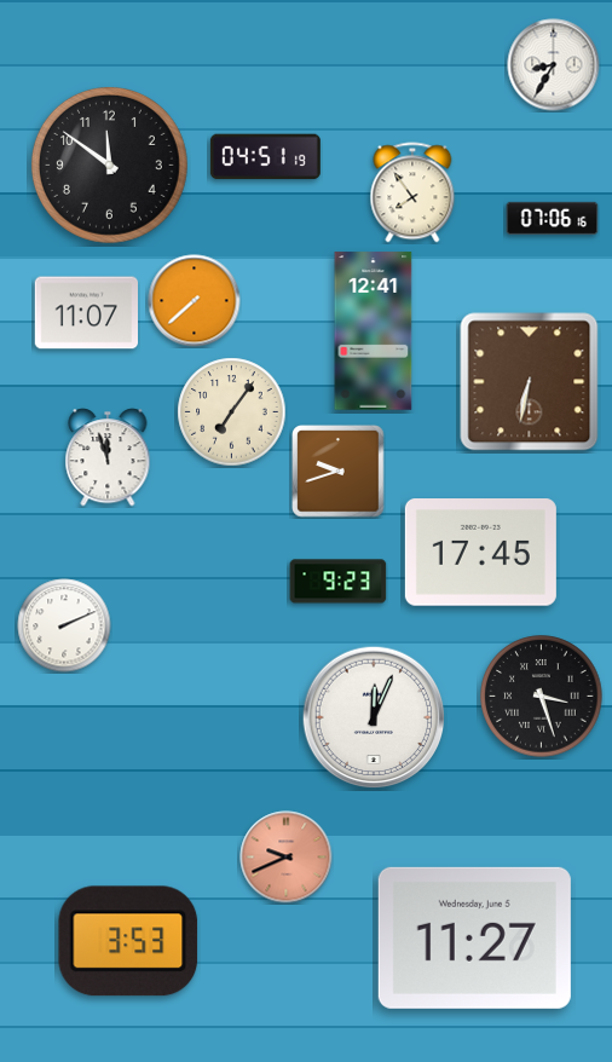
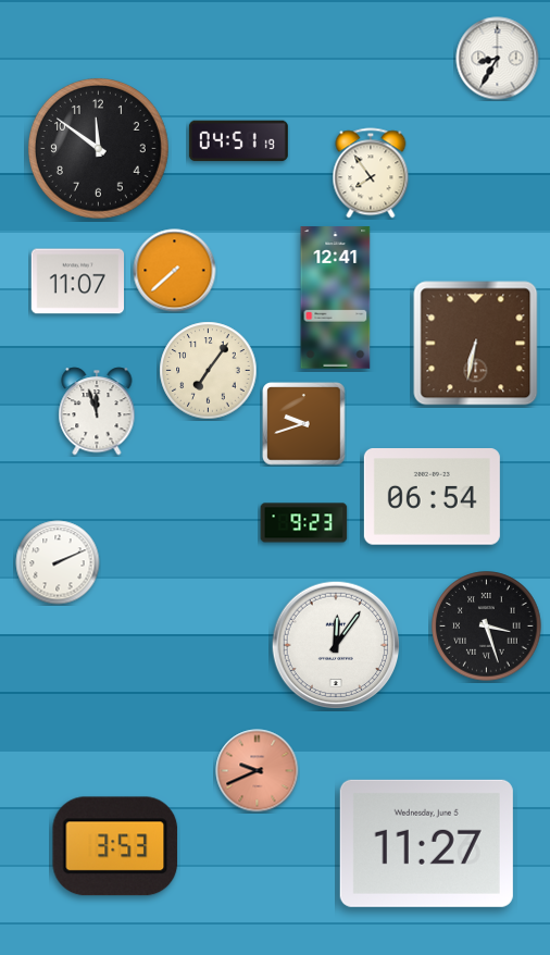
clock at (553, 219): 07:06 -> none
clock at (480, 553): 17:45 -> 06:54
clock at (374, 717): 12:04 -> 12:06
